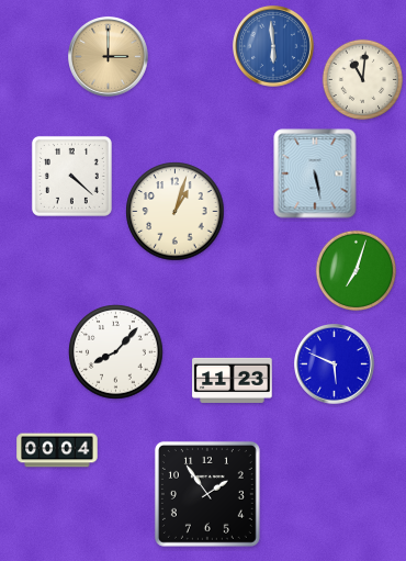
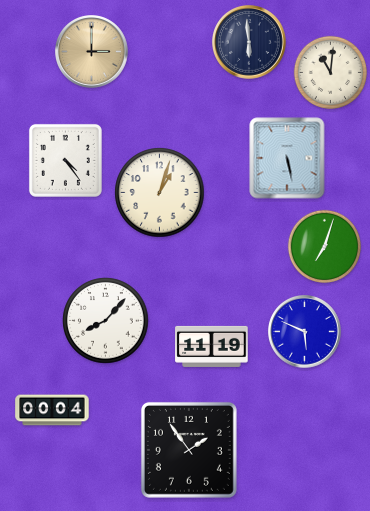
clock at (274, 47) dial: blue -> navy
clock at (109, 57) position: (109, 57) -> (92, 52)
clock at (71, 176): 4:22 -> 4:24
clock at (233, 380): 11:23 -> 11:19
